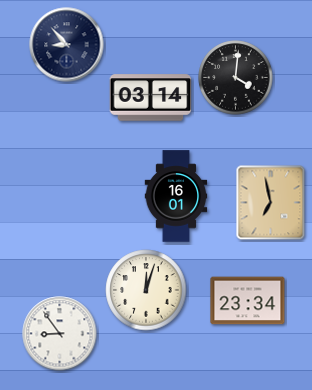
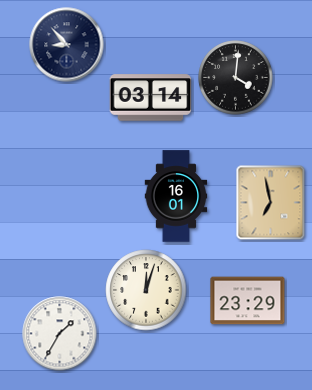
clock at (248, 301): 23:34 -> 23:29
clock at (60, 334): 8:54 -> 1:35
